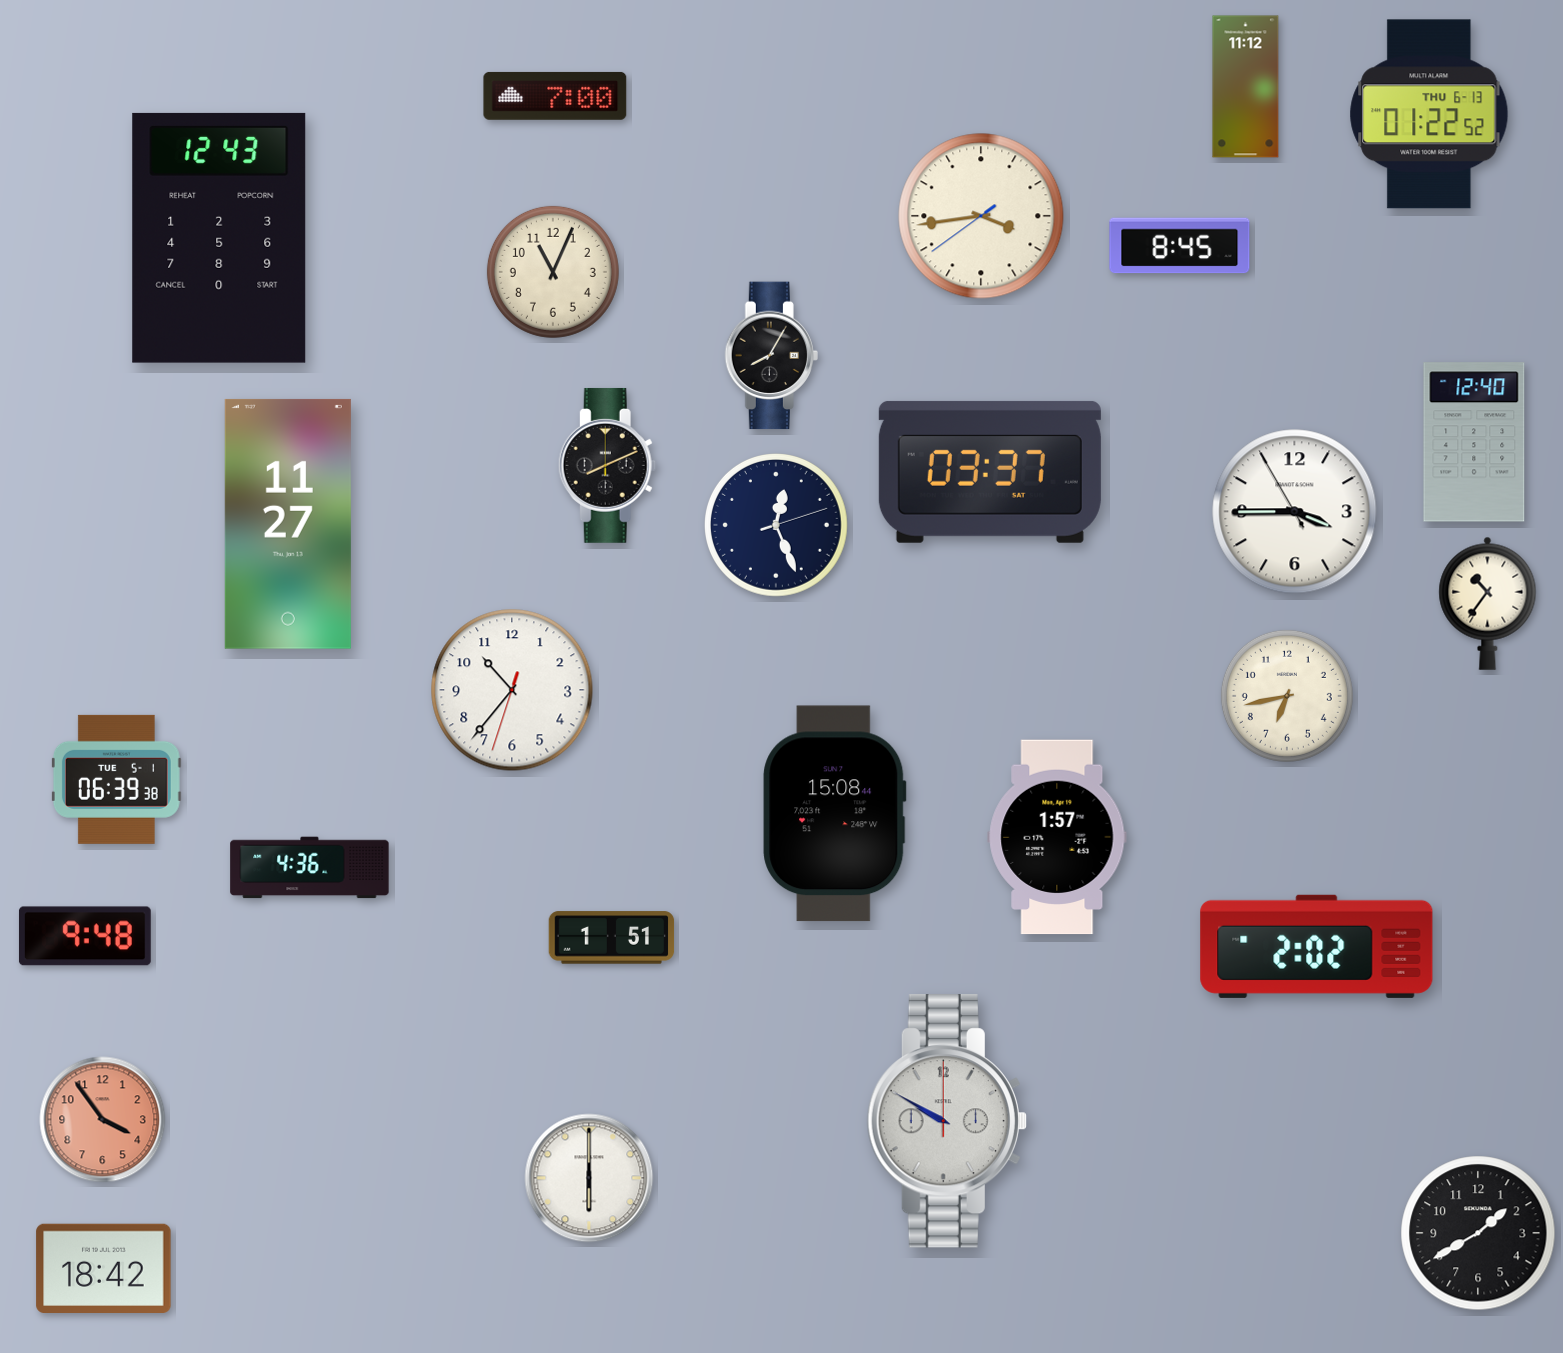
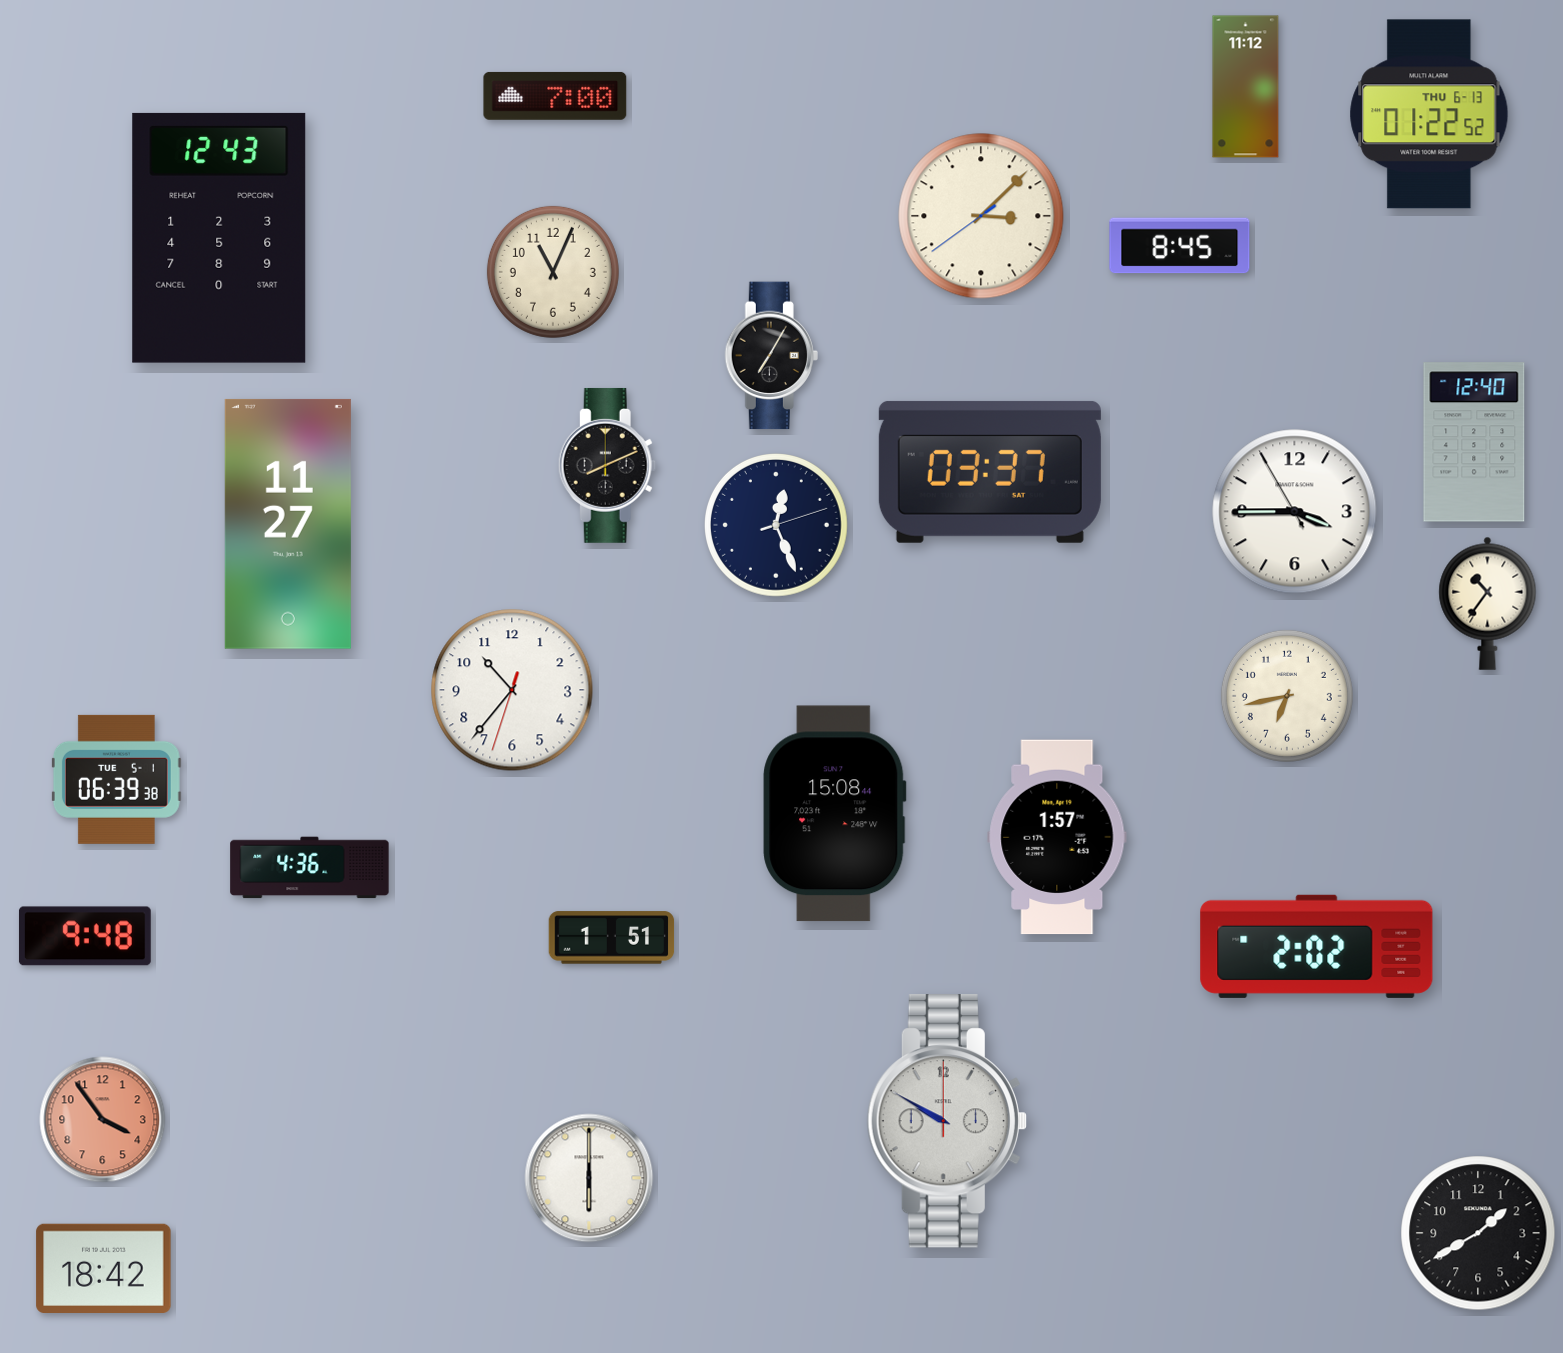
clock at (981, 216): 3:43 -> 3:07
clock at (771, 356): 8:05 -> 7:05
